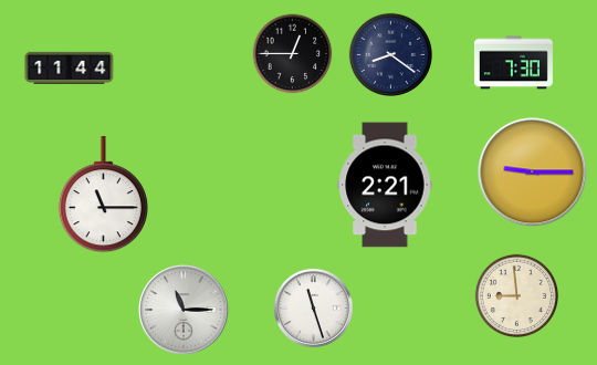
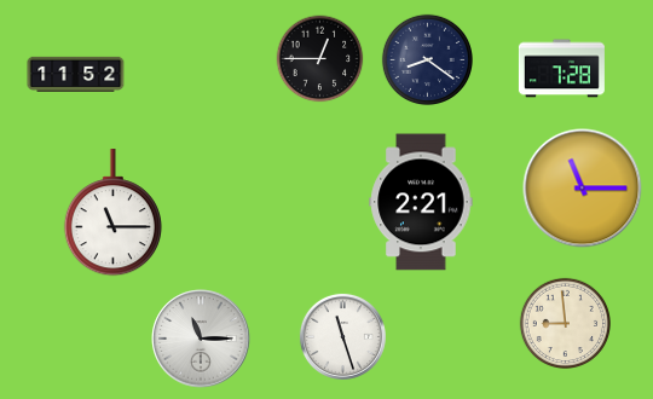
clock at (513, 63): 7:30 -> 7:28
clock at (70, 67): 11:44 -> 11:52
clock at (533, 173): 9:15 -> 11:15
